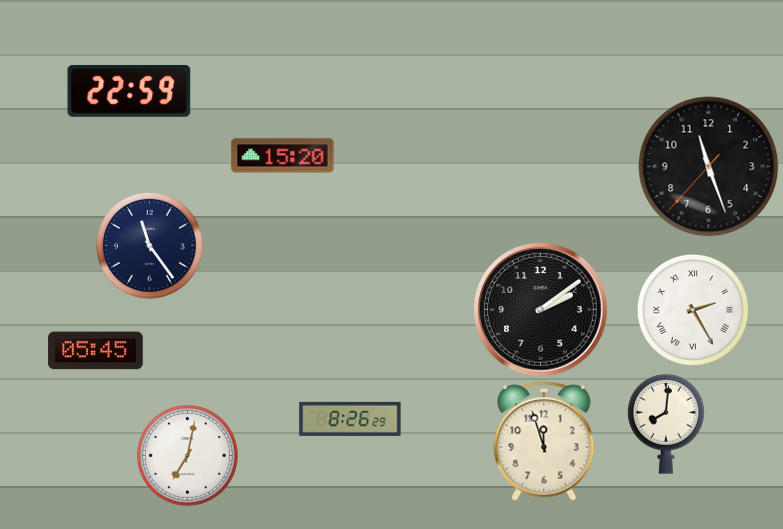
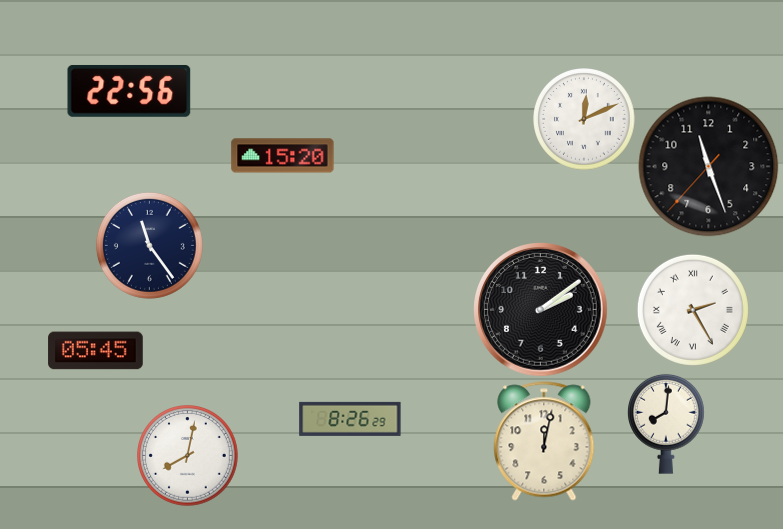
clock at (129, 91): 22:59 -> 22:56
clock at (585, 120): none -> 12:11
clock at (544, 441): 11:57 -> 12:02
clock at (188, 456): 7:02 -> 8:02
